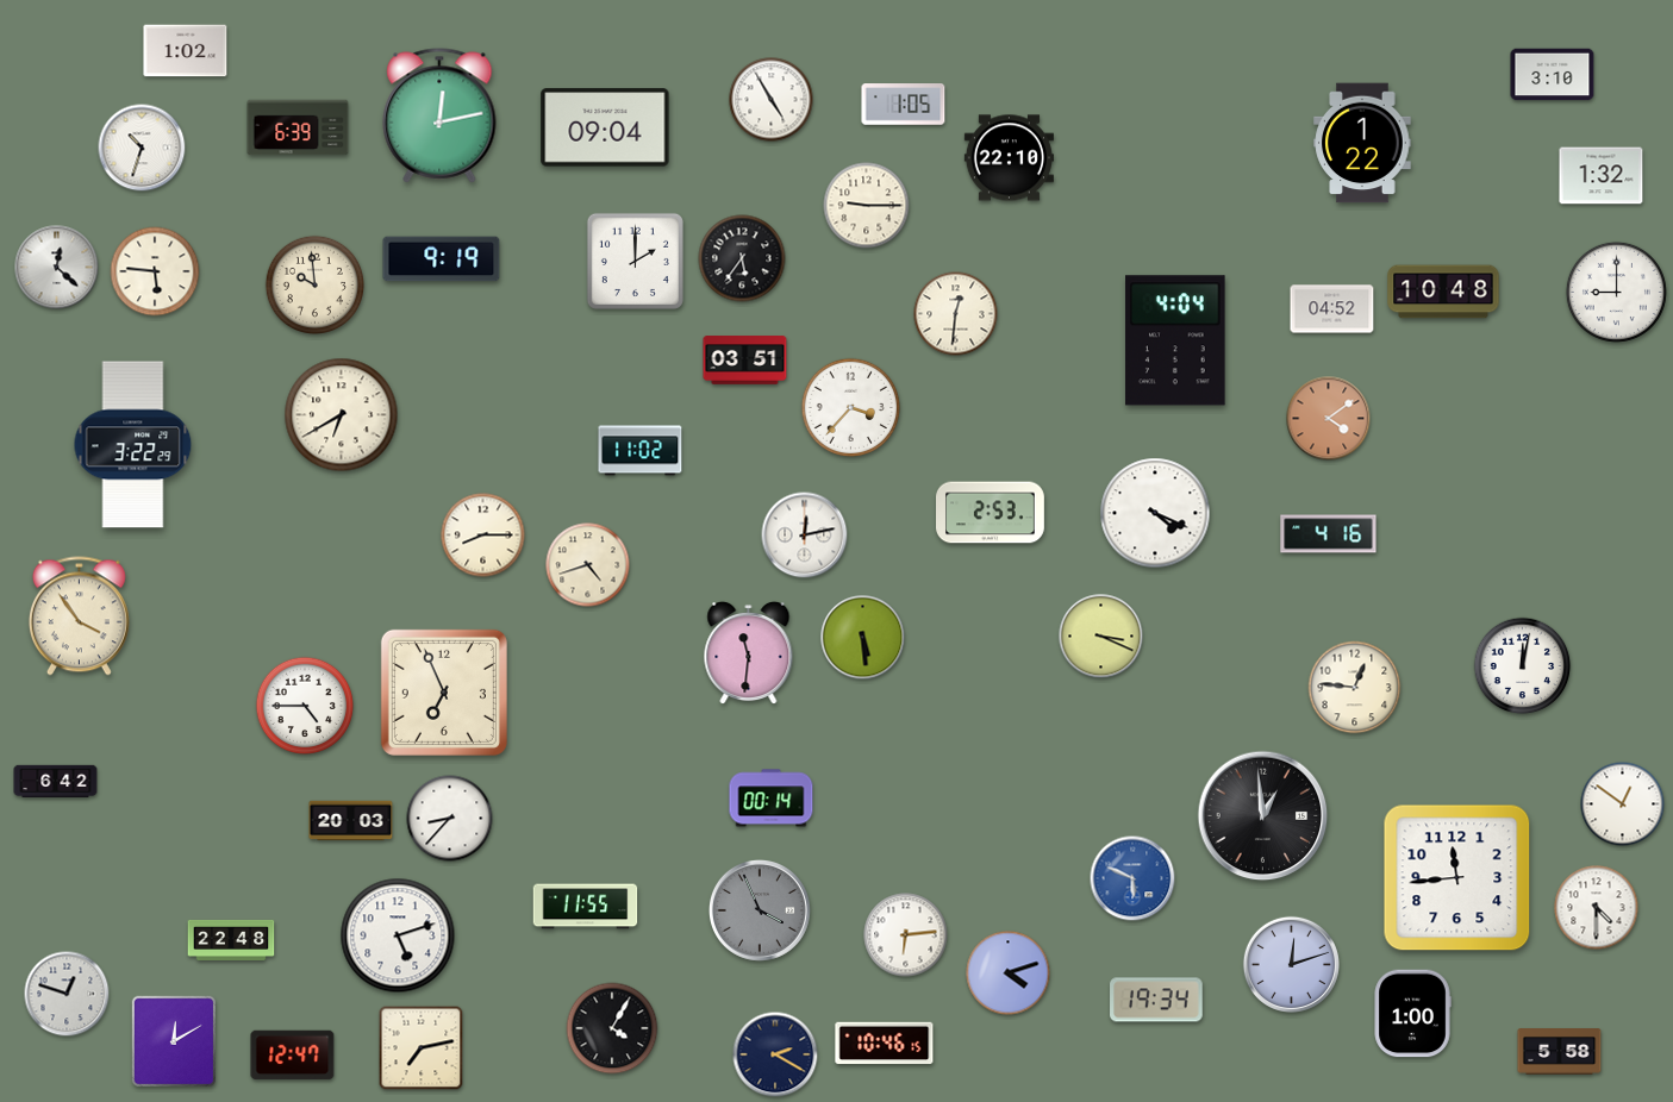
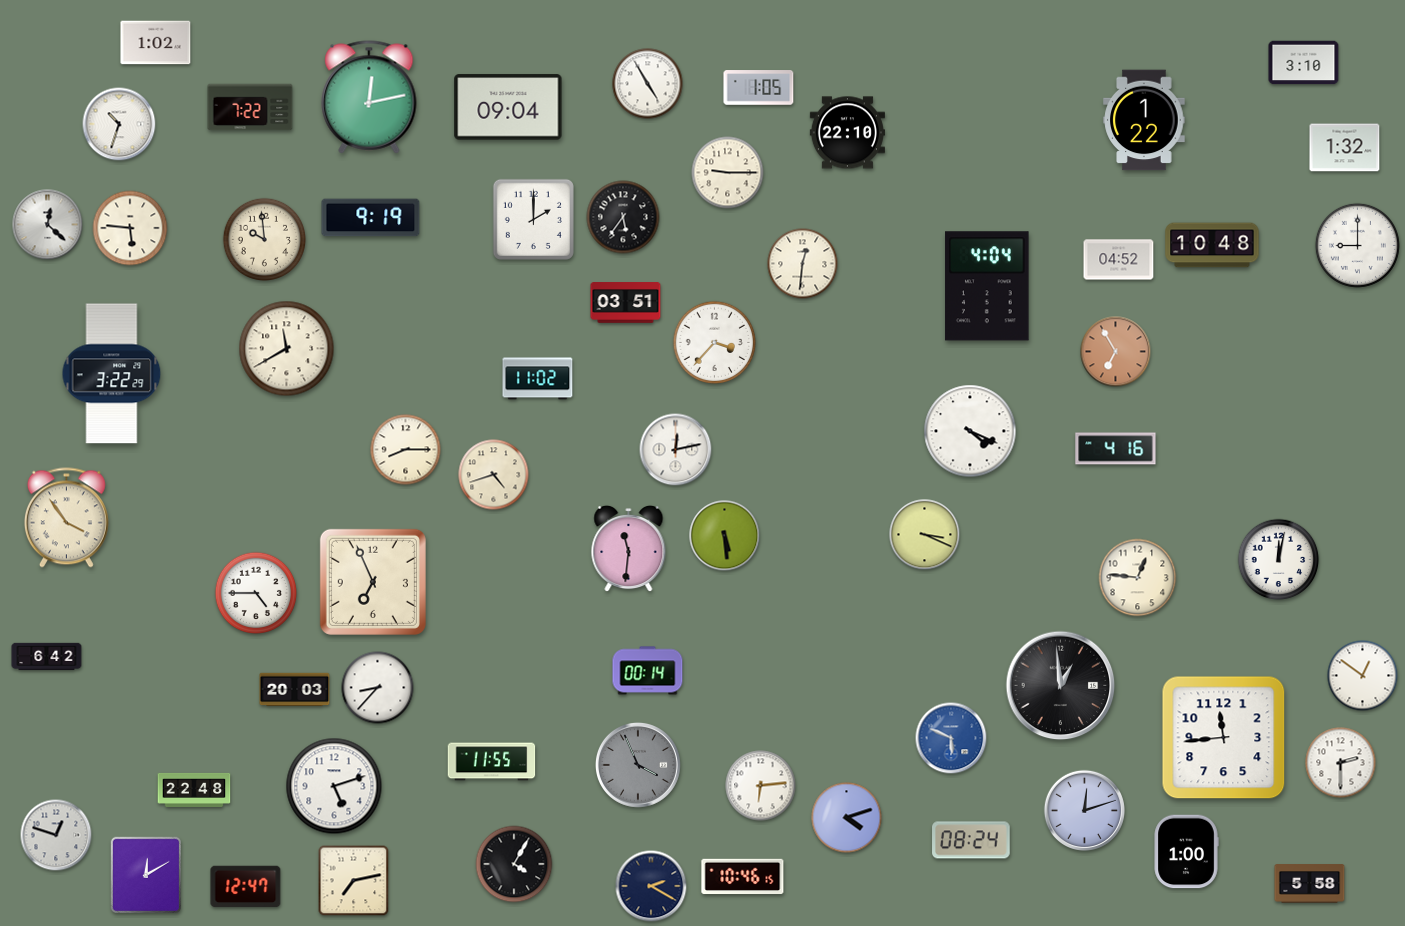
clock at (298, 127): 6:39 -> 7:22
clock at (342, 415): 6:40 -> 11:40
clock at (1329, 419): 4:09 -> 6:55
clock at (991, 513): 2:53 -> none
clock at (1597, 908): 4:30 -> 2:30
clock at (1156, 1000): 19:34 -> 08:24
